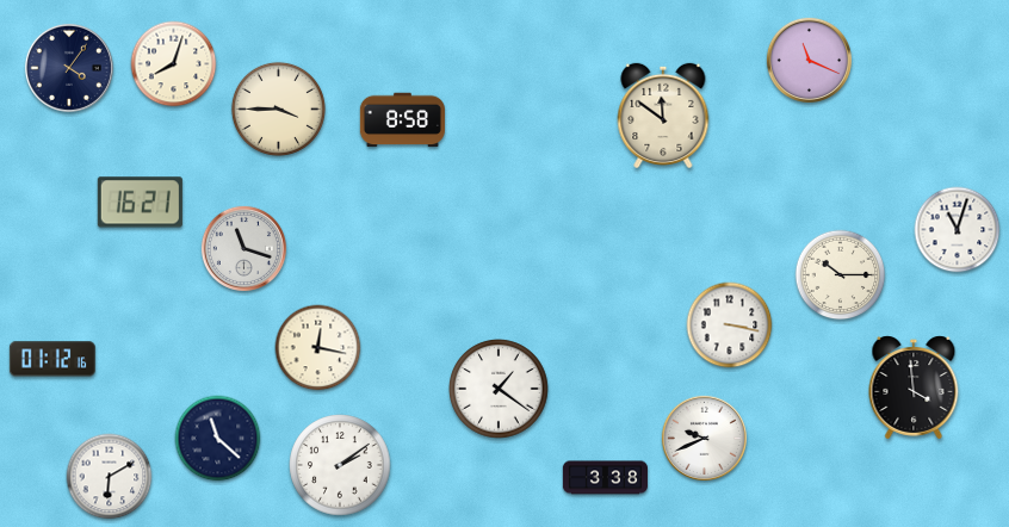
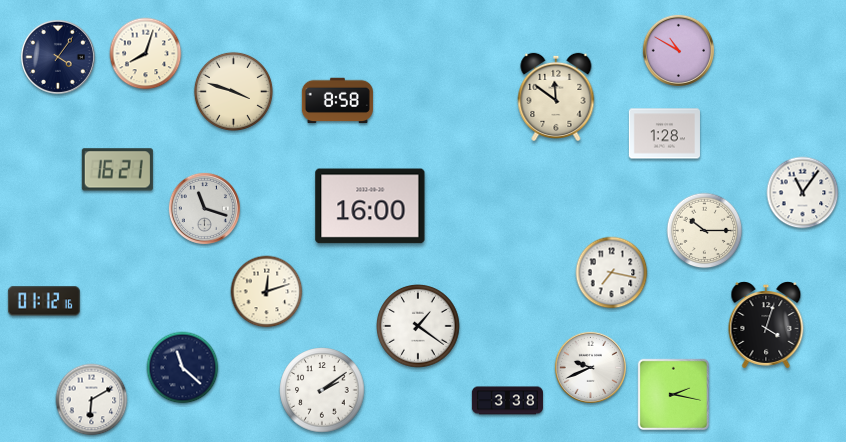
clock at (809, 60): 11:19 -> 10:50
clock at (278, 108): 3:45 -> 3:48
clock at (664, 134): none -> 1:28
clock at (958, 230): 11:03 -> 11:06
clock at (370, 206): none -> 16:00
clock at (730, 325): 3:17 -> 7:17
clock at (318, 348): 12:17 -> 12:12
clock at (914, 387): 3:59 -> 4:03
clock at (340, 465) position: (340, 465) -> (322, 390)
clock at (674, 395): none -> 2:17
